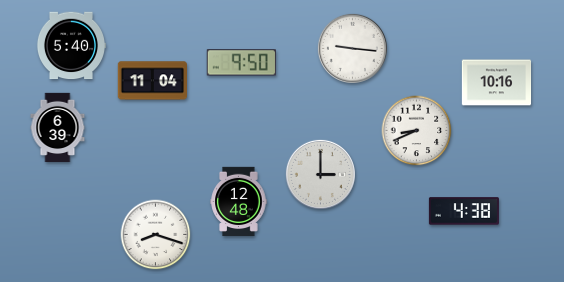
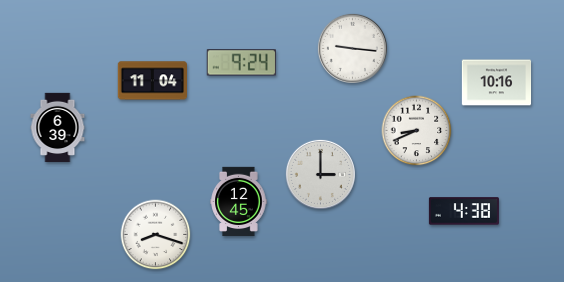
clock at (70, 46): 5:40 -> none
clock at (241, 63): 9:50 -> 9:24
clock at (239, 202): 12:48 -> 12:45
